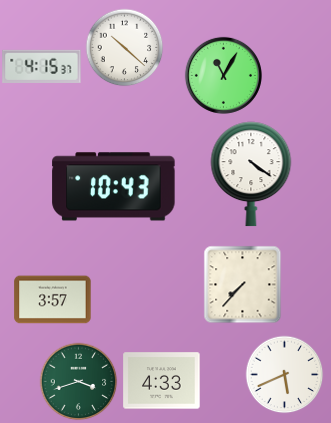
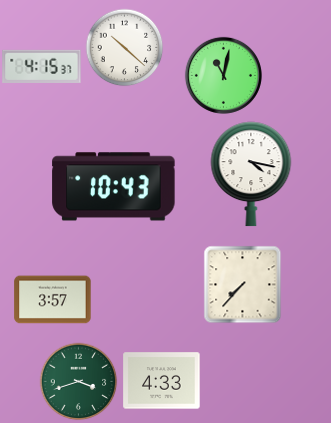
clock at (223, 75): 11:05 -> 11:02
clock at (251, 174): 4:21 -> 4:17
clock at (284, 374): 5:41 -> none
